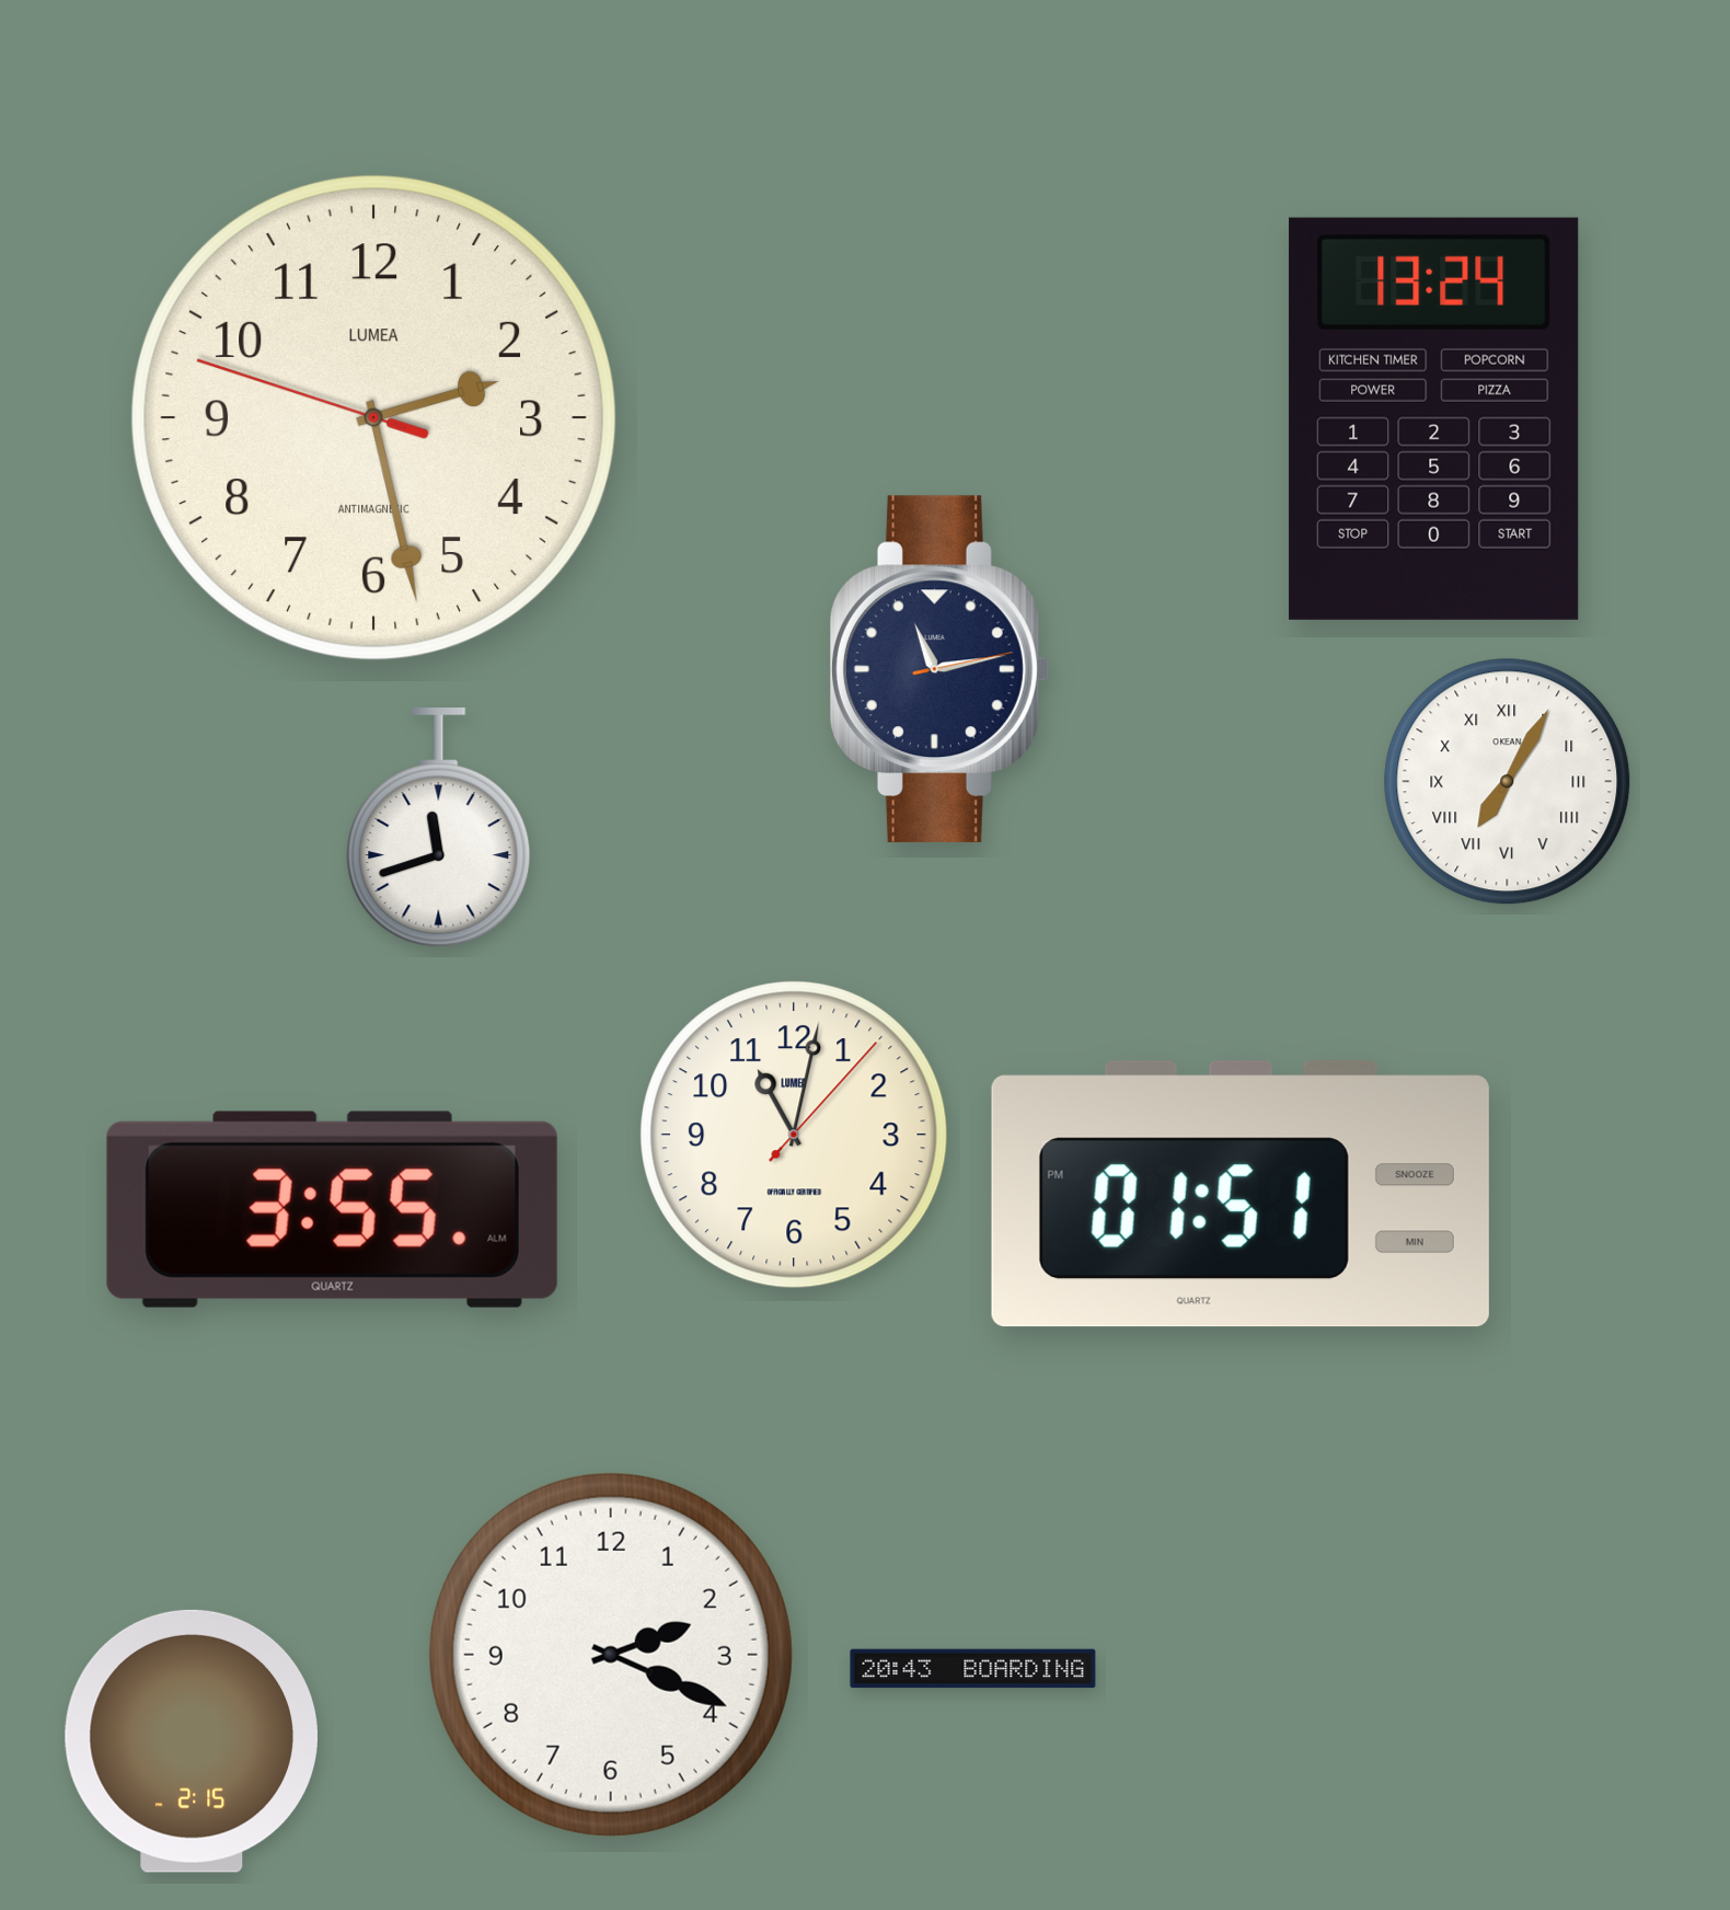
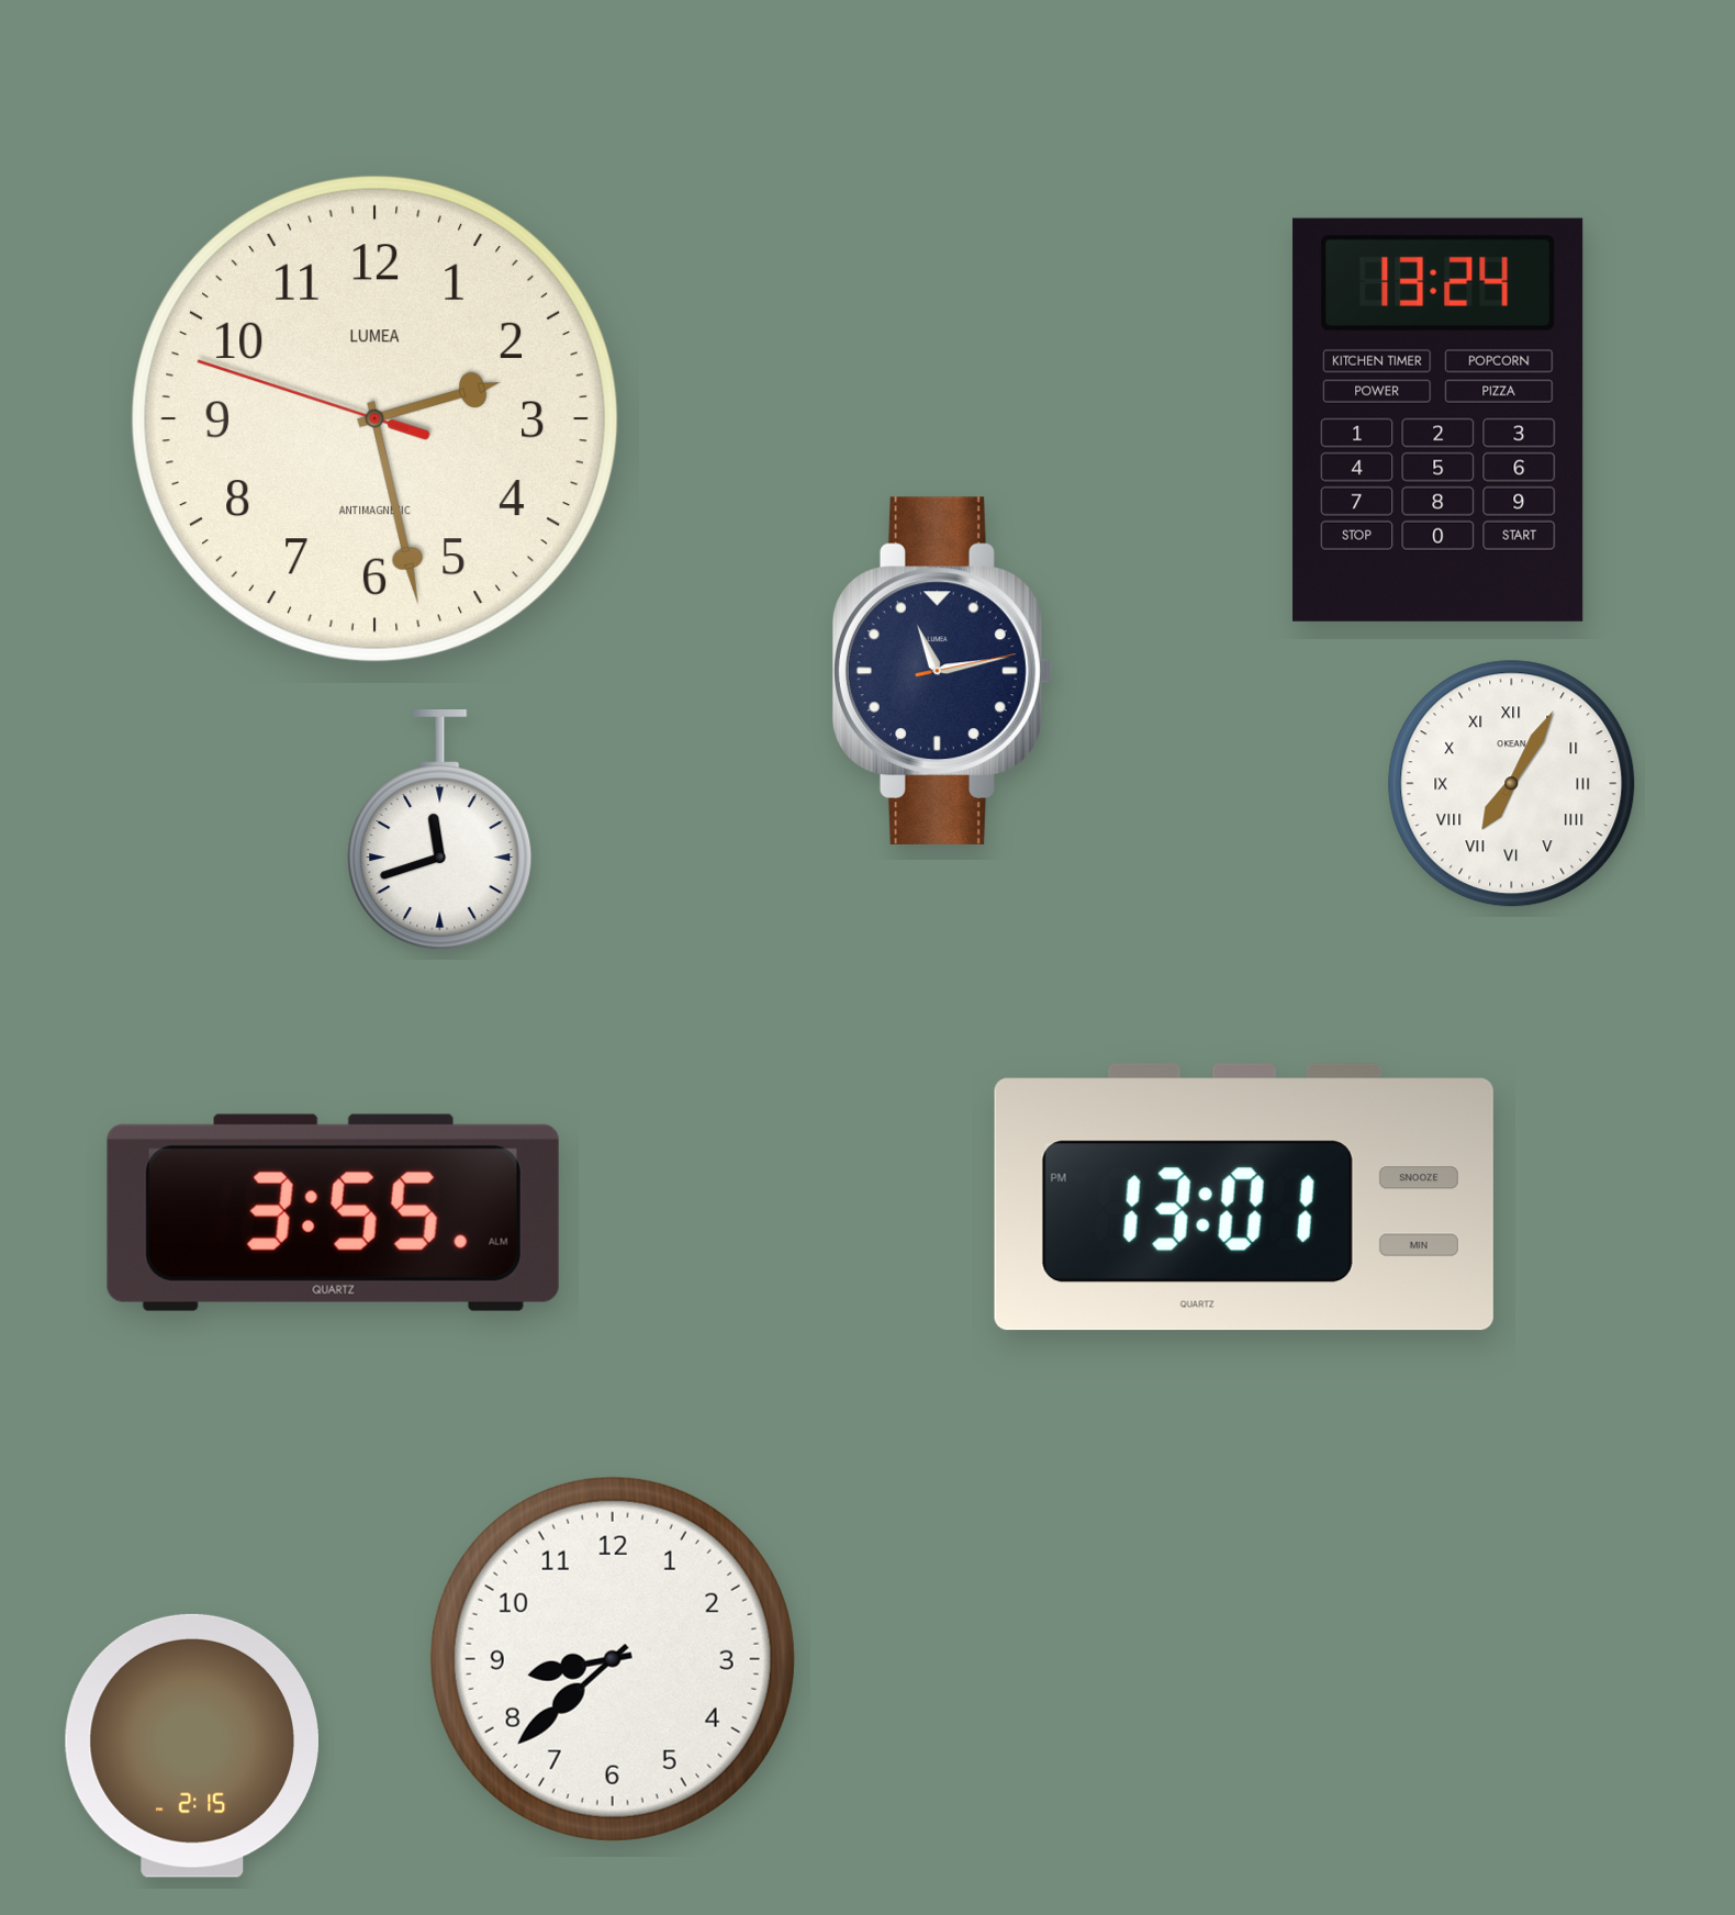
clock at (794, 1135): 11:02 -> none
clock at (1241, 1194): 01:51 -> 13:01
clock at (611, 1655): 2:19 -> 8:38
clock at (973, 1669): 20:43 -> none
